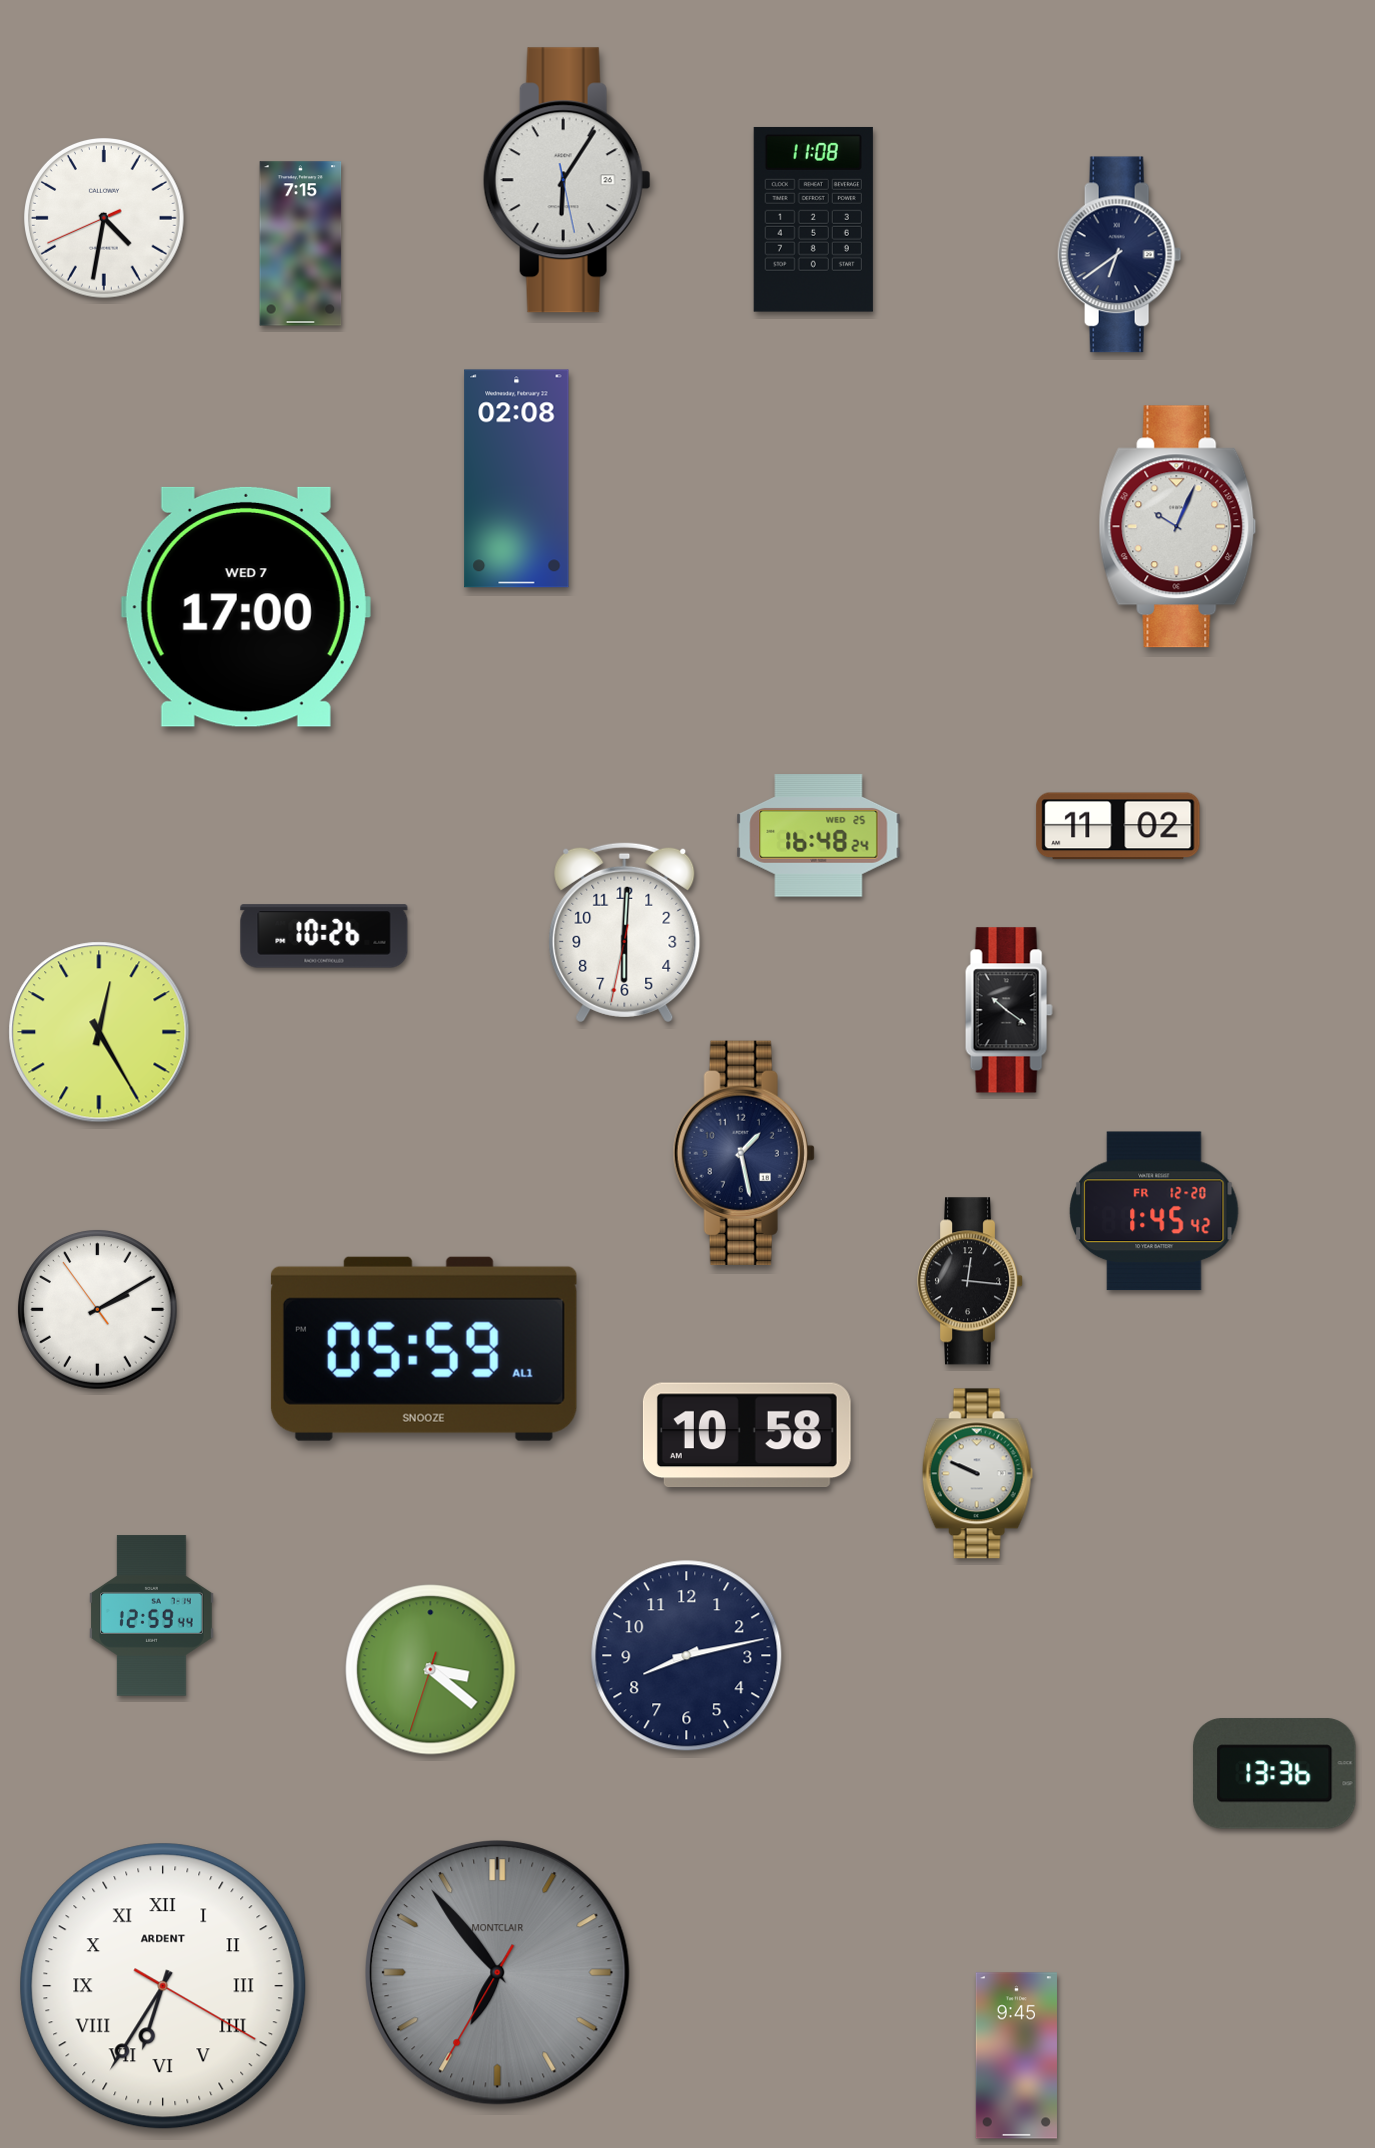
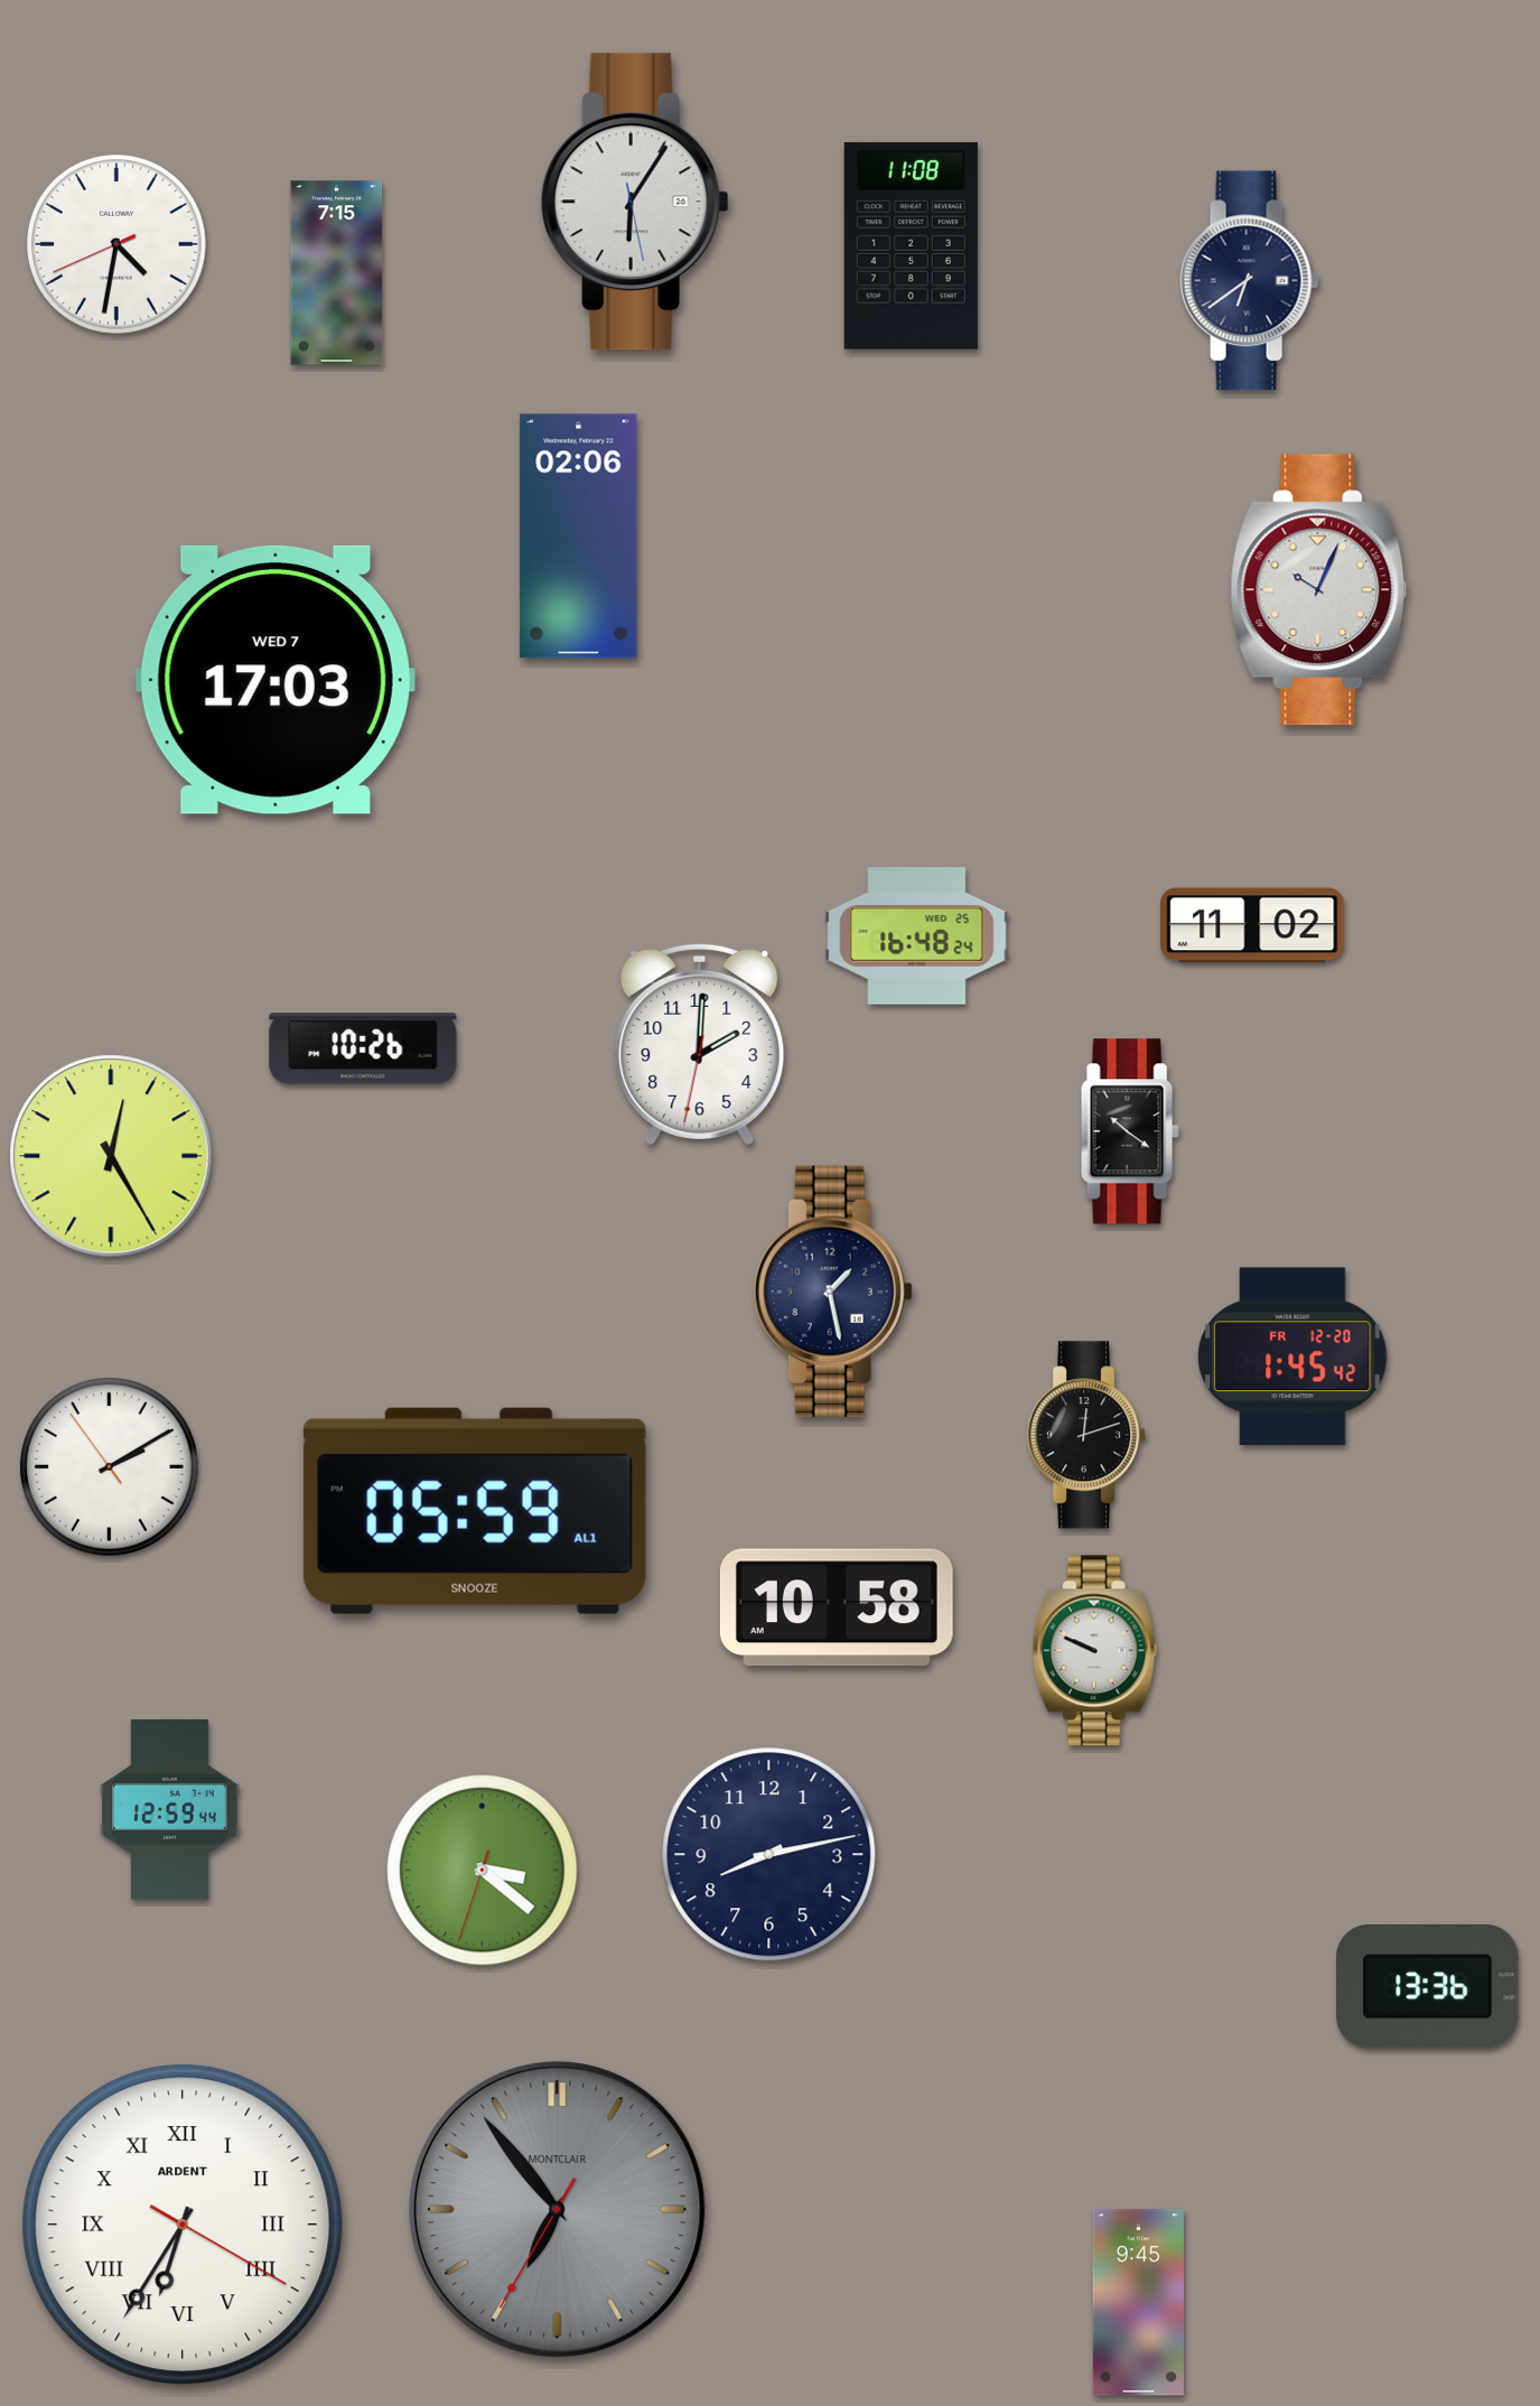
clock at (1120, 255) position: (1120, 255) -> (1250, 281)
clock at (517, 479): 02:08 -> 02:06
clock at (246, 607): 17:00 -> 17:03
clock at (625, 932): 6:00 -> 2:00
clock at (971, 1281): 12:16 -> 12:12
